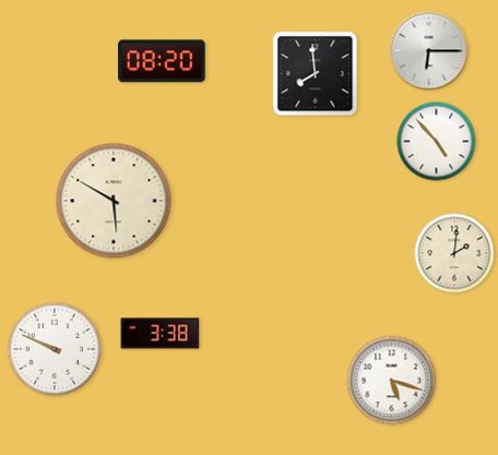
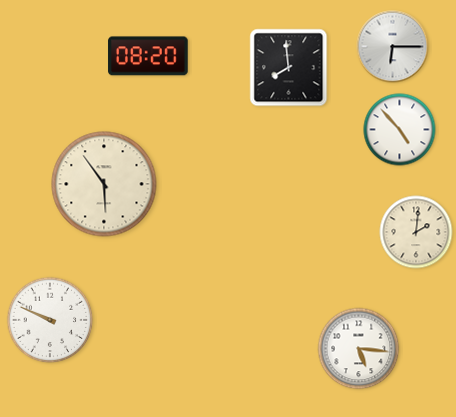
clock at (114, 201): 5:50 -> 5:54
clock at (161, 334): 3:38 -> none
clock at (392, 381): 5:18 -> 5:16
